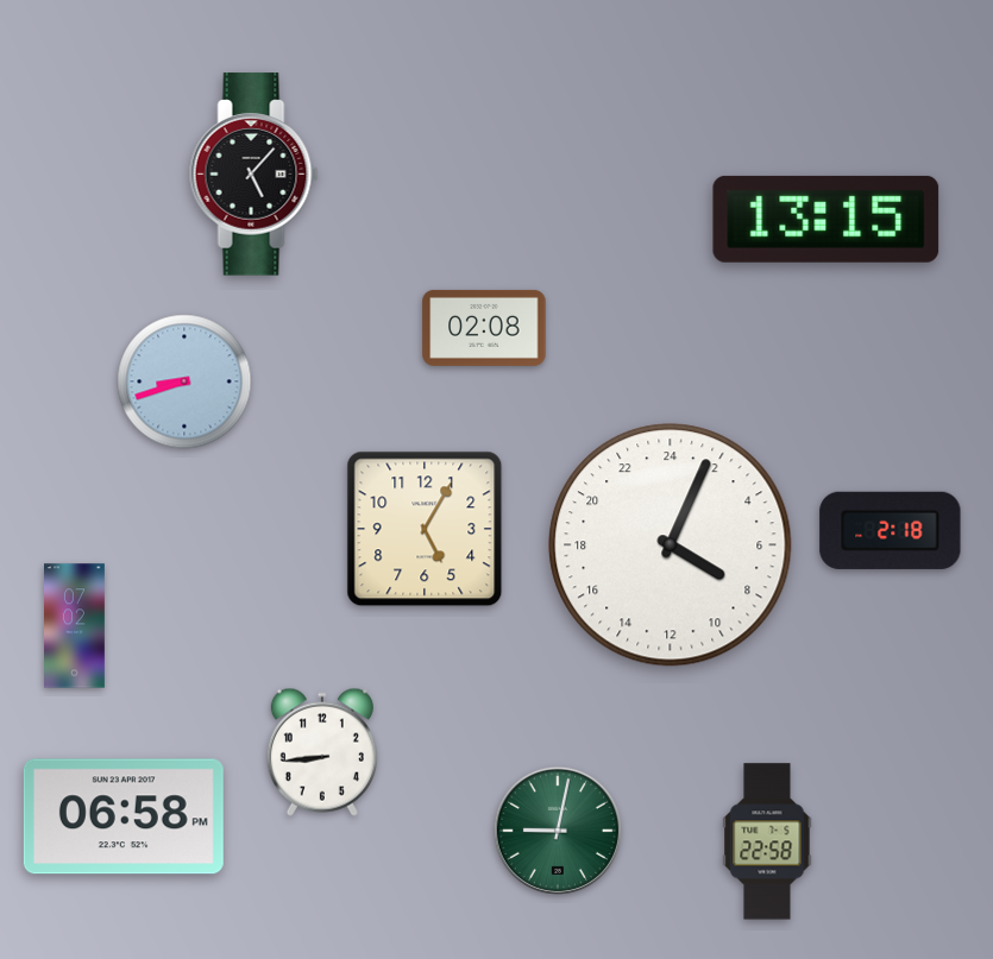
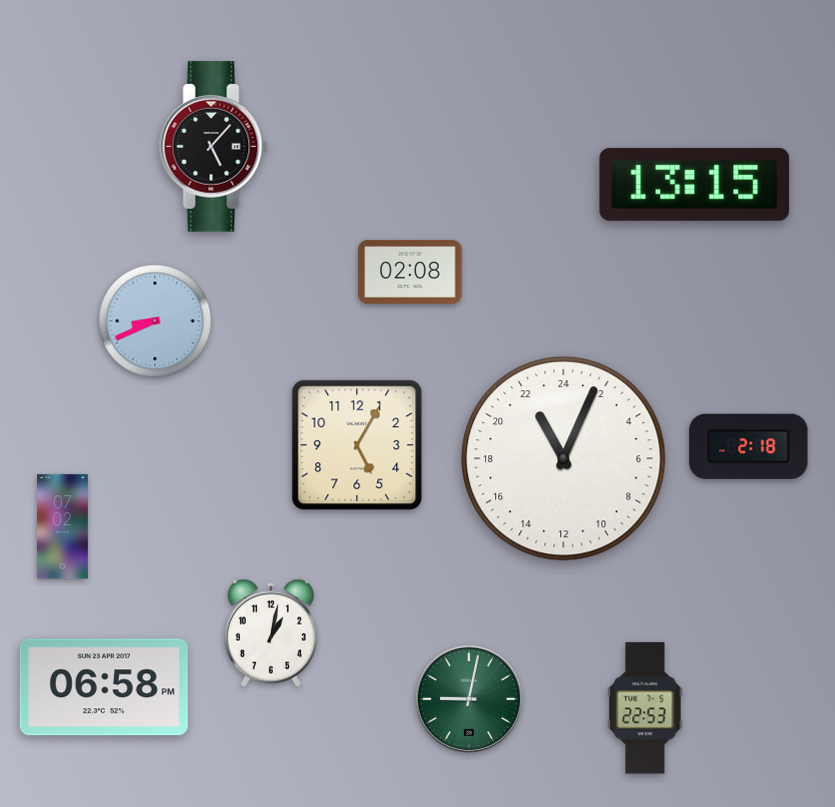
clock at (484, 328) position: (484, 328) -> (410, 272)
clock at (184, 381): 8:42 -> 8:41
clock at (671, 545): 8:04 -> 22:04
clock at (322, 752): 8:44 -> 1:02
clock at (767, 841): 22:58 -> 22:53
